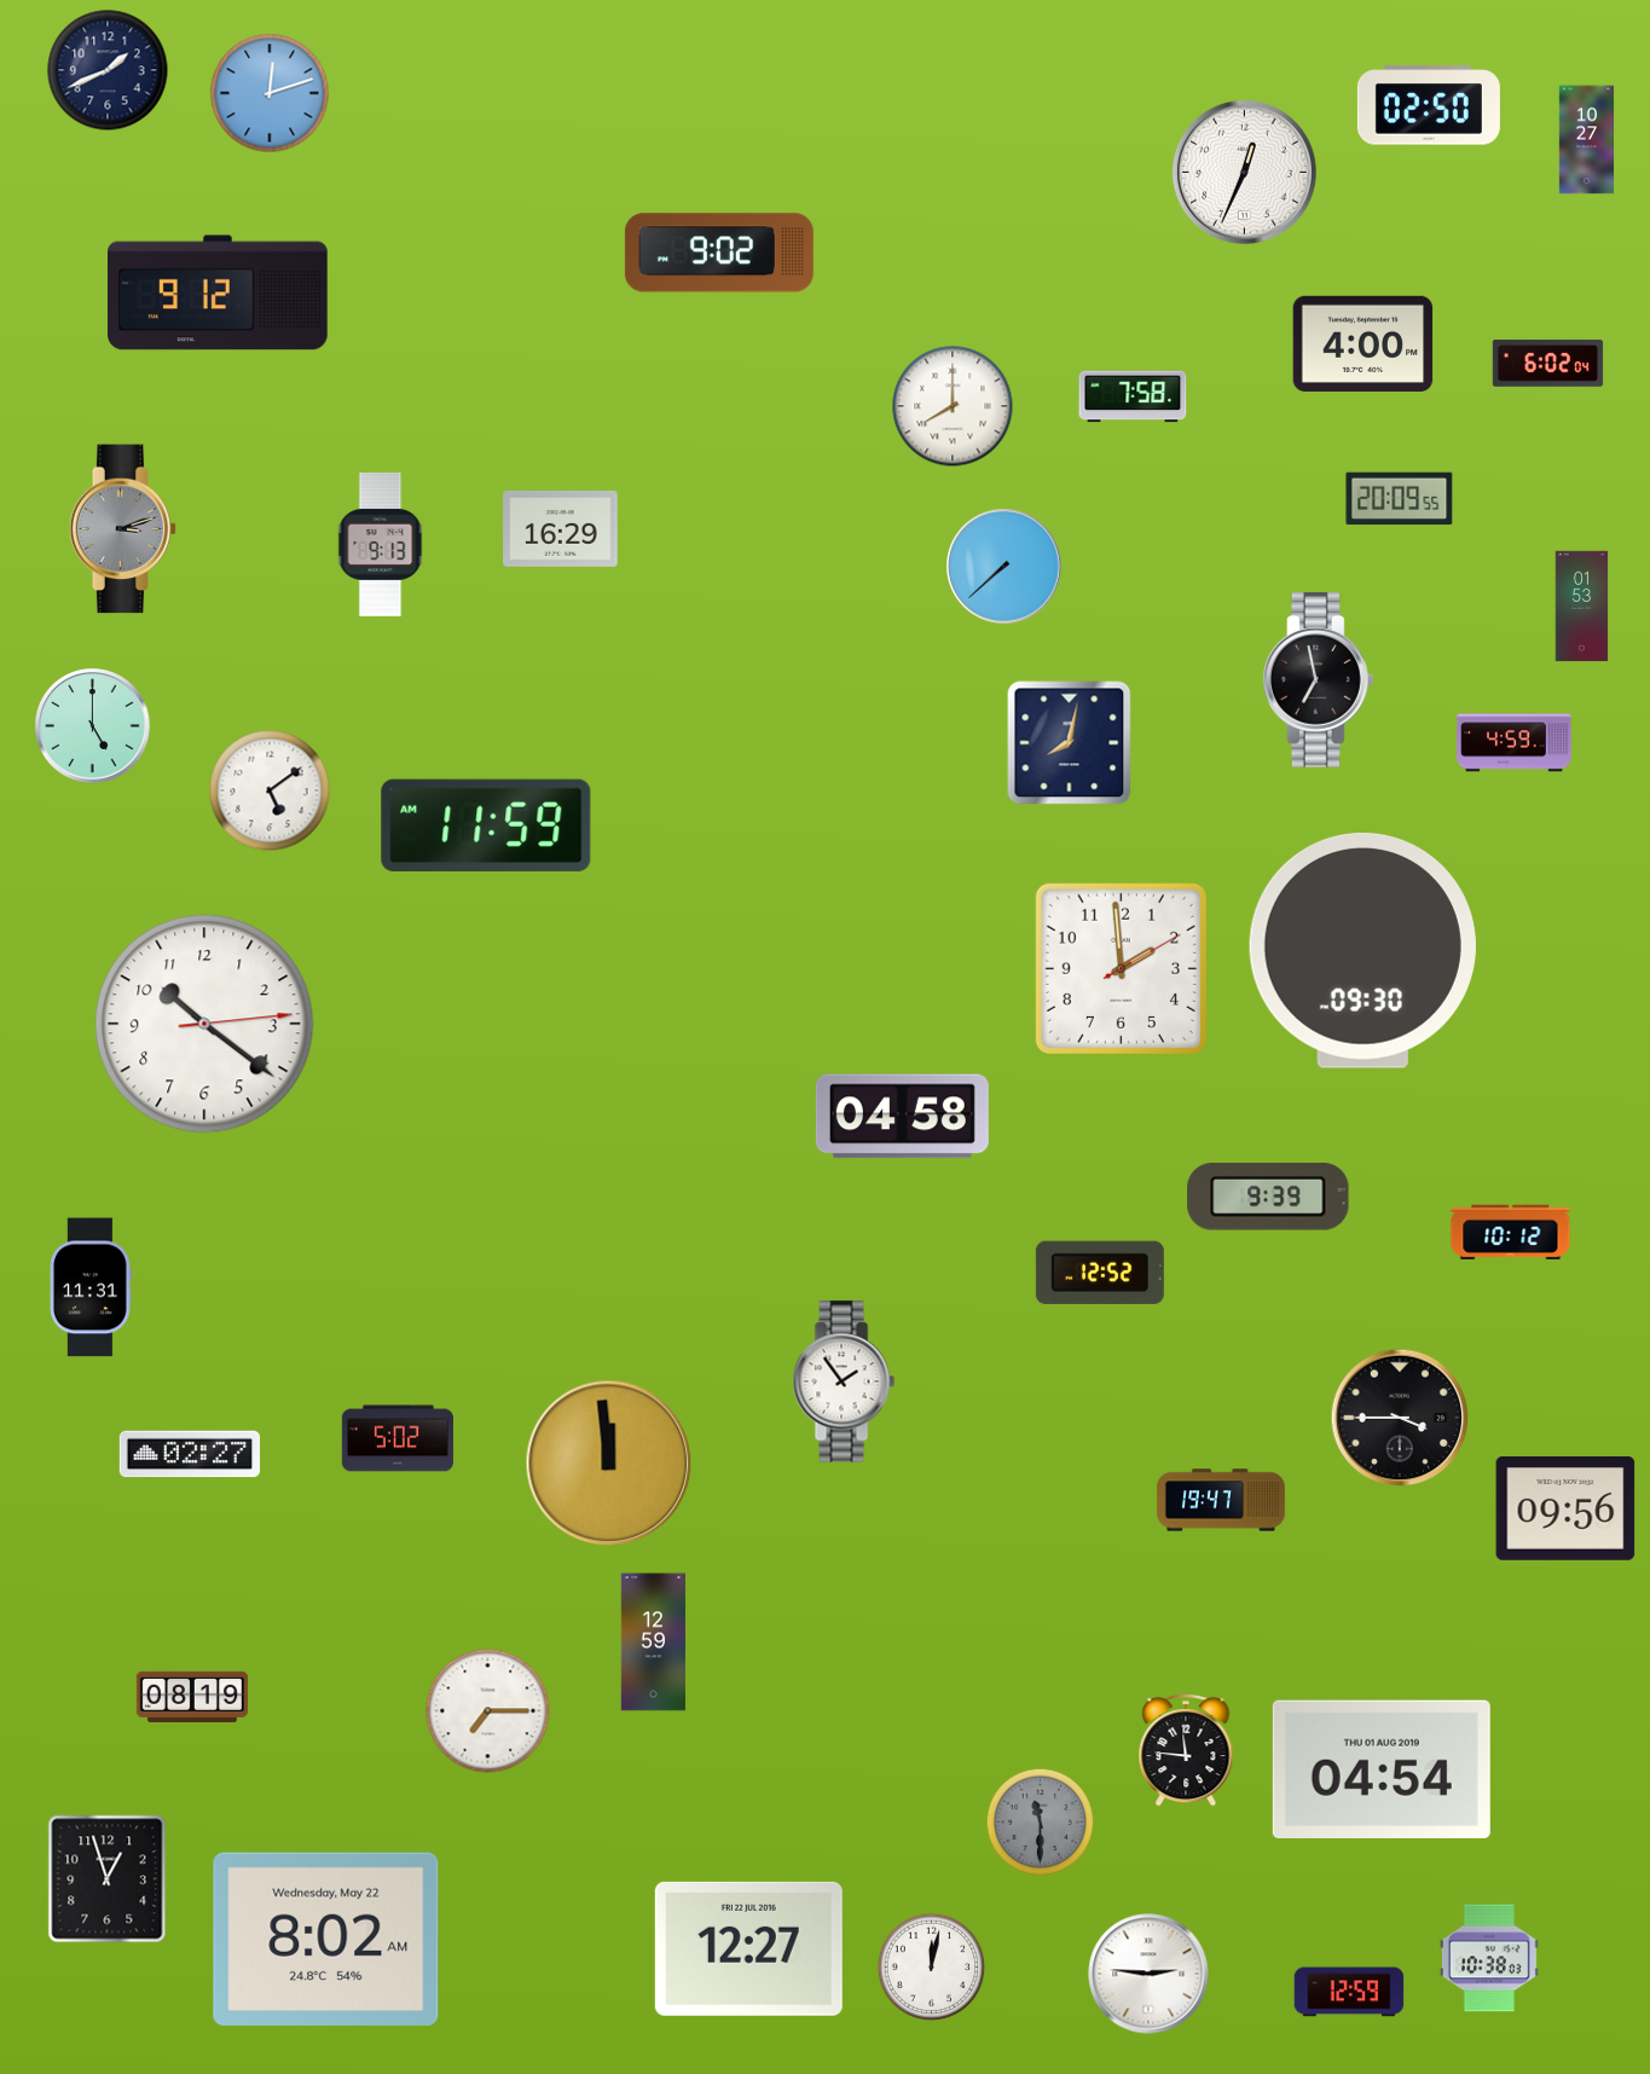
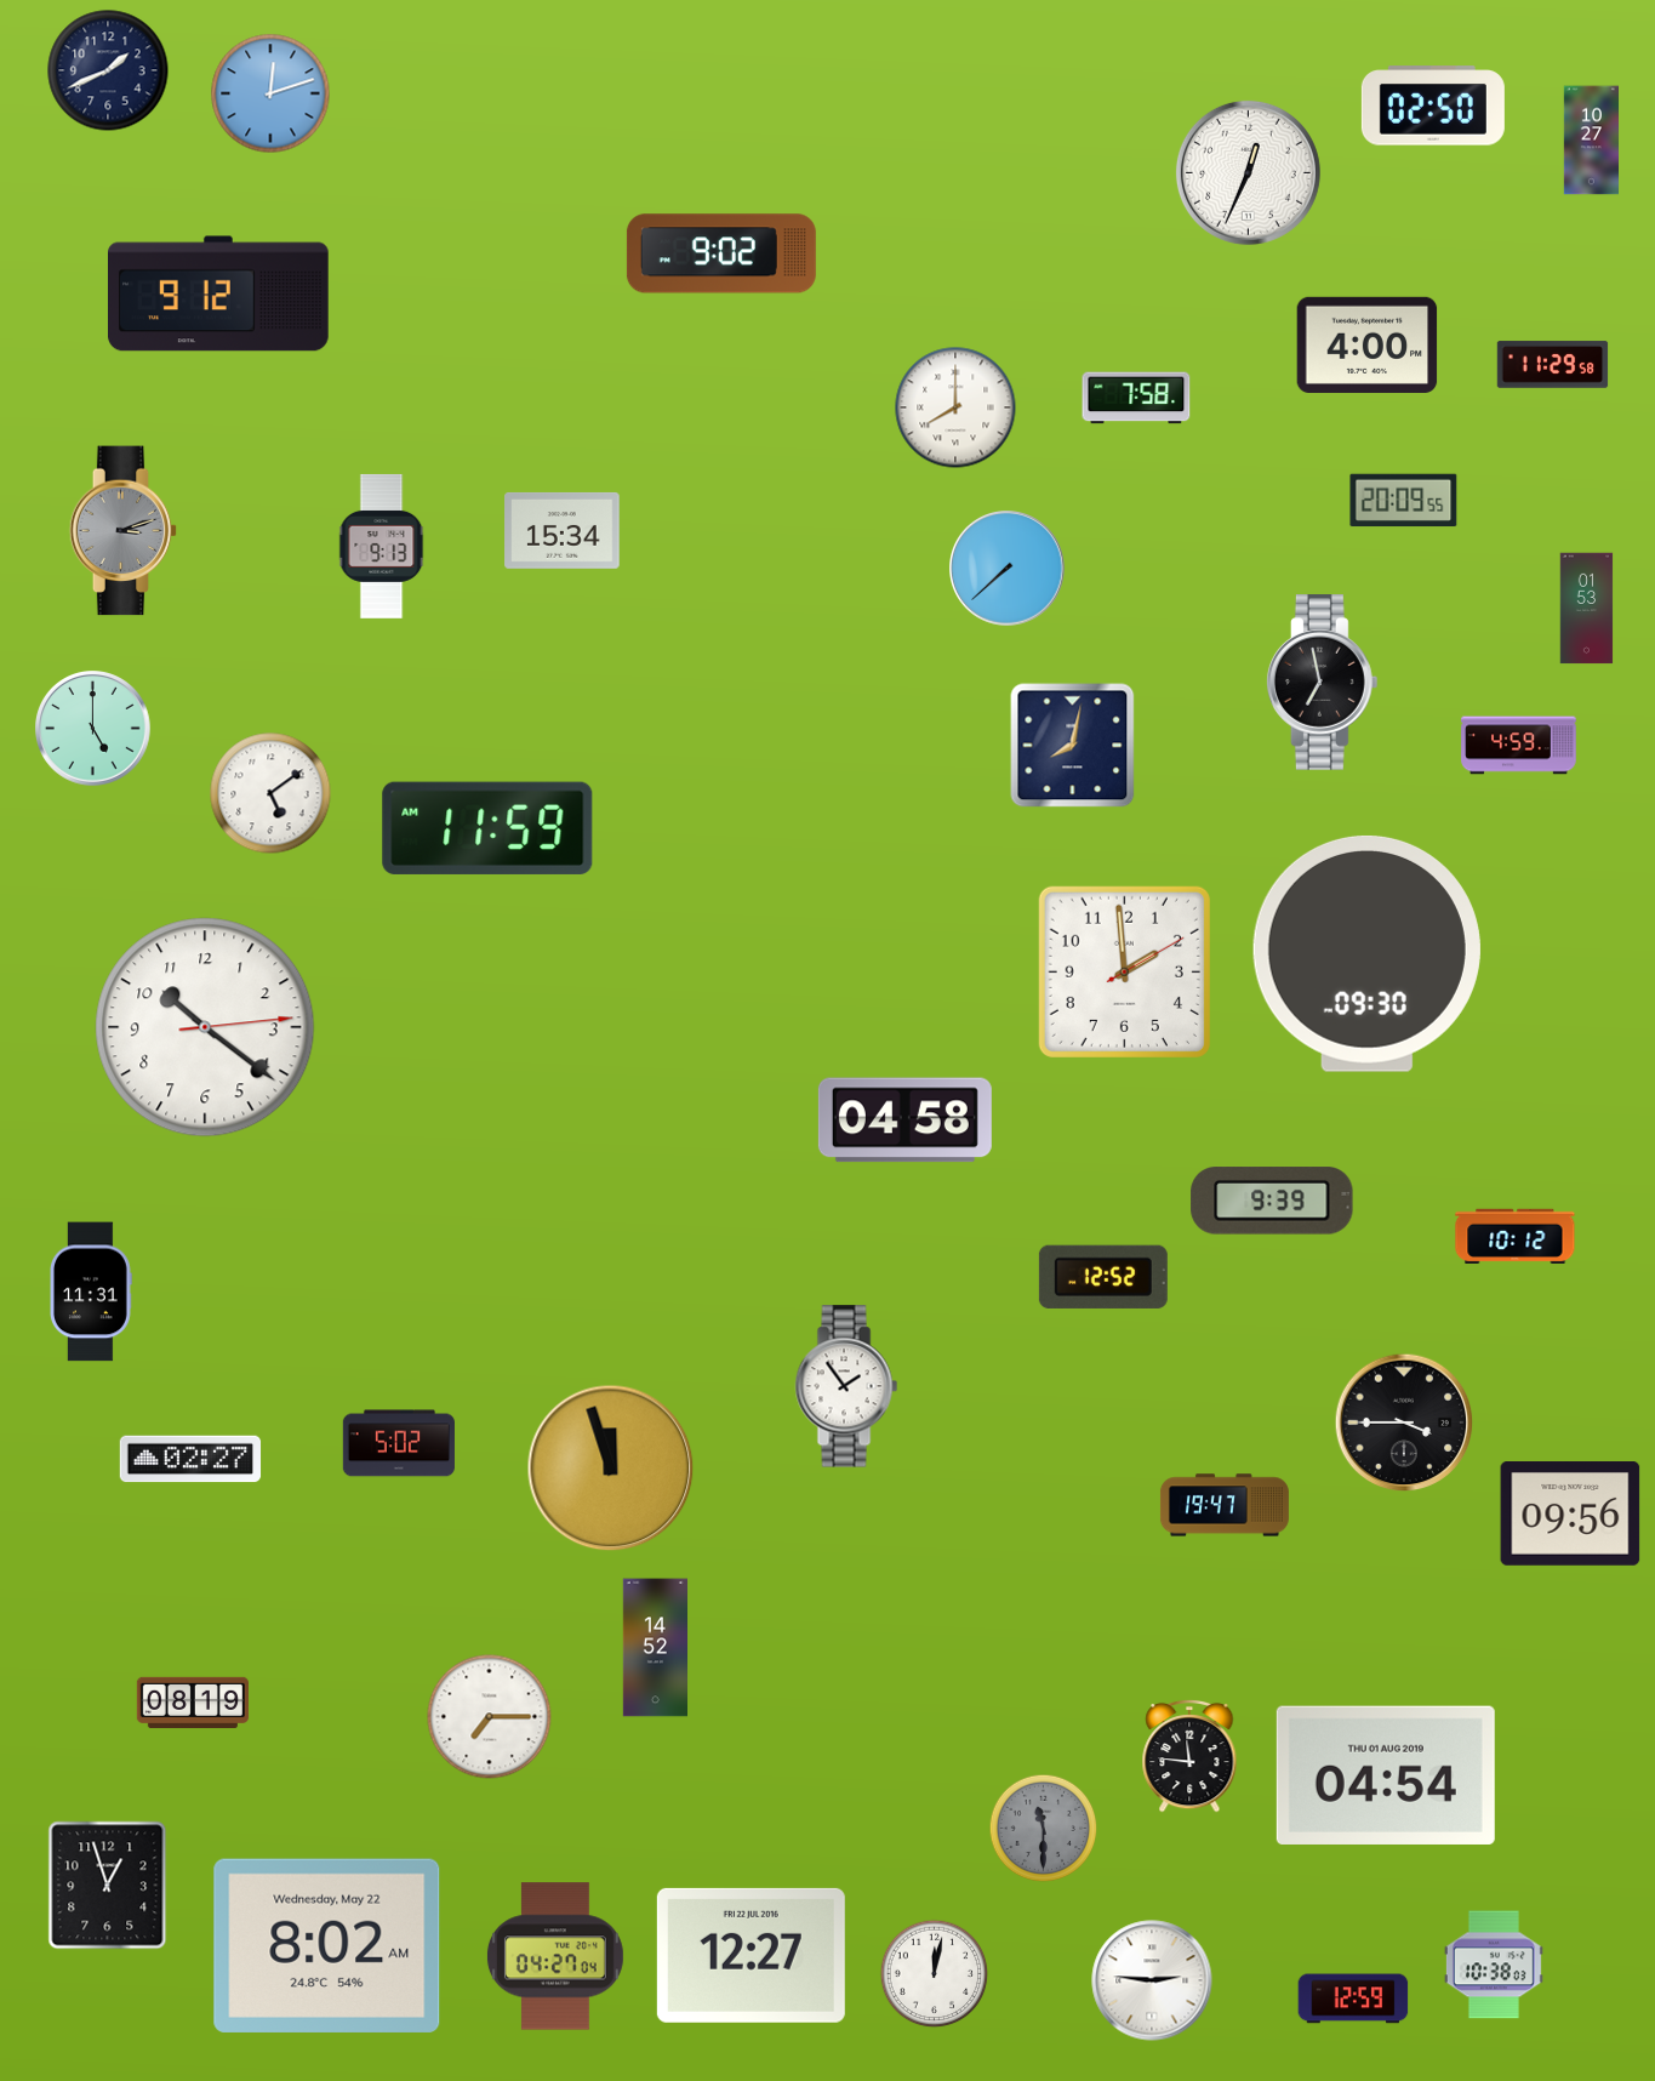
clock at (1548, 364): 6:02 -> 11:29
clock at (561, 528): 16:29 -> 15:34
clock at (609, 1464): 11:59 -> 11:57
clock at (653, 1643): 12:59 -> 14:52
clock at (555, 1956): none -> 04:27
